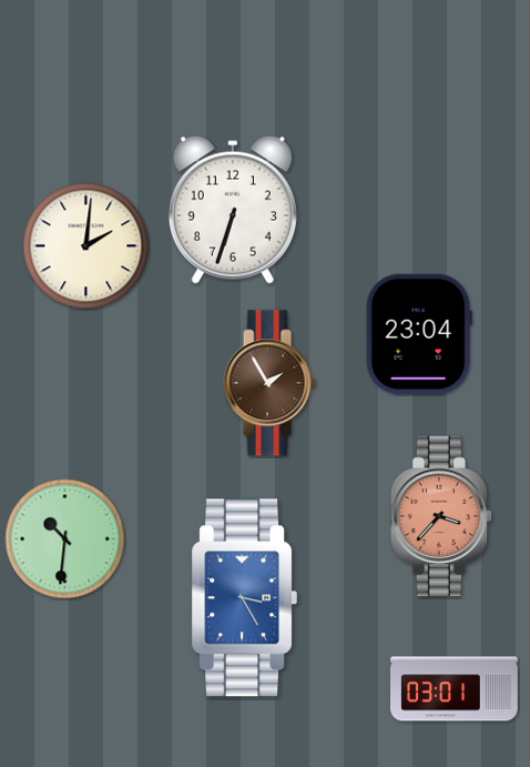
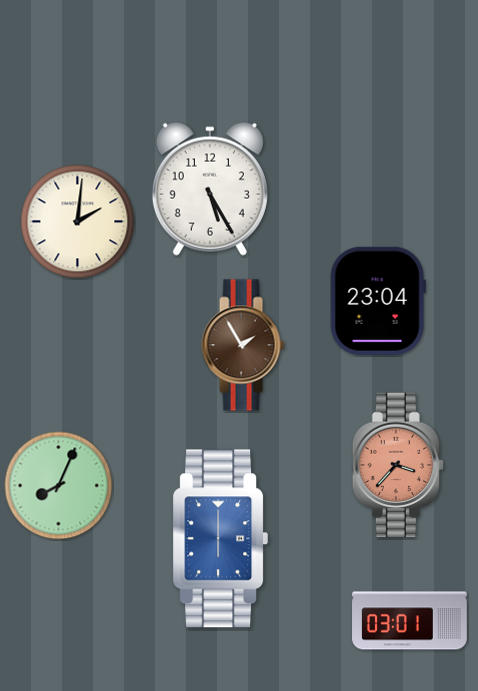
clock at (233, 210): 6:33 -> 5:25
clock at (65, 539): 10:31 -> 8:04
clock at (245, 598): 3:25 -> 6:00
